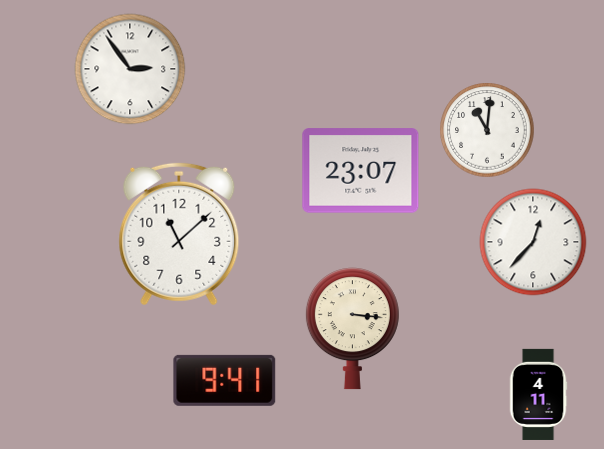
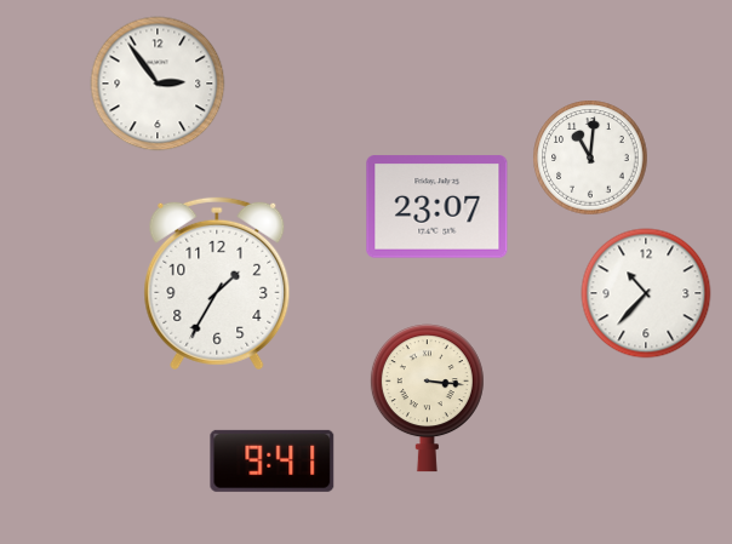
clock at (179, 234): 11:08 -> 1:35
clock at (533, 242): 12:37 -> 10:37
clock at (538, 394): 4:11 -> none
